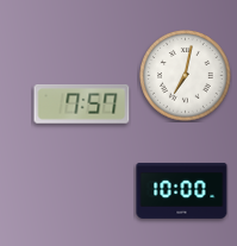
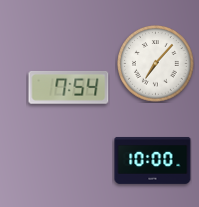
clock at (186, 76): 7:02 -> 7:07
clock at (82, 103): 7:57 -> 7:54
